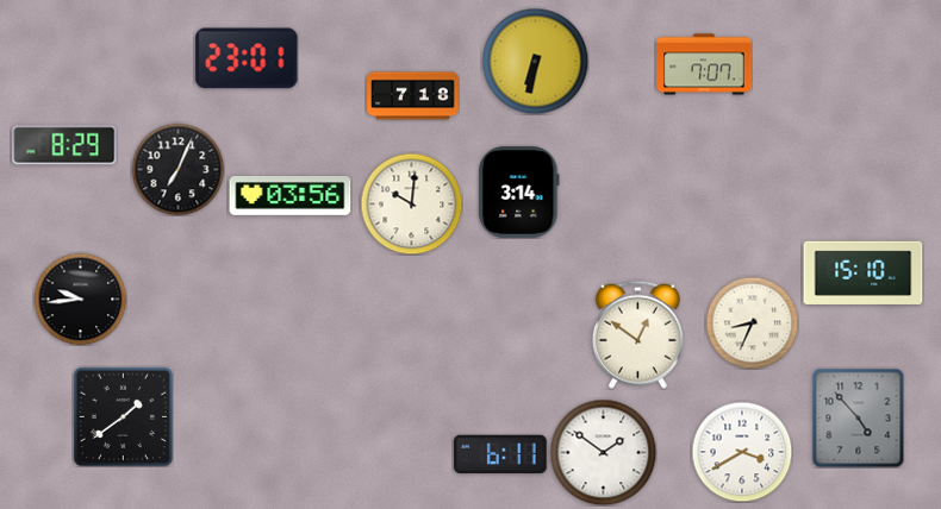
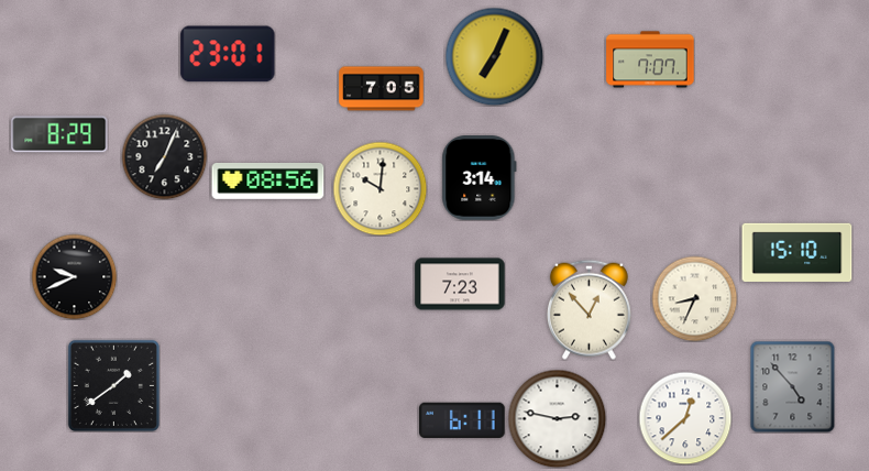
clock at (535, 61): 6:32 -> 7:04
clock at (413, 96): 7:18 -> 7:05
clock at (291, 196): 03:56 -> 08:56
clock at (80, 299): 9:44 -> 9:41
clock at (460, 284): none -> 7:23
clock at (637, 334): 12:51 -> 12:53
clock at (603, 452): 1:51 -> 2:47
clock at (742, 452): 3:40 -> 12:38
